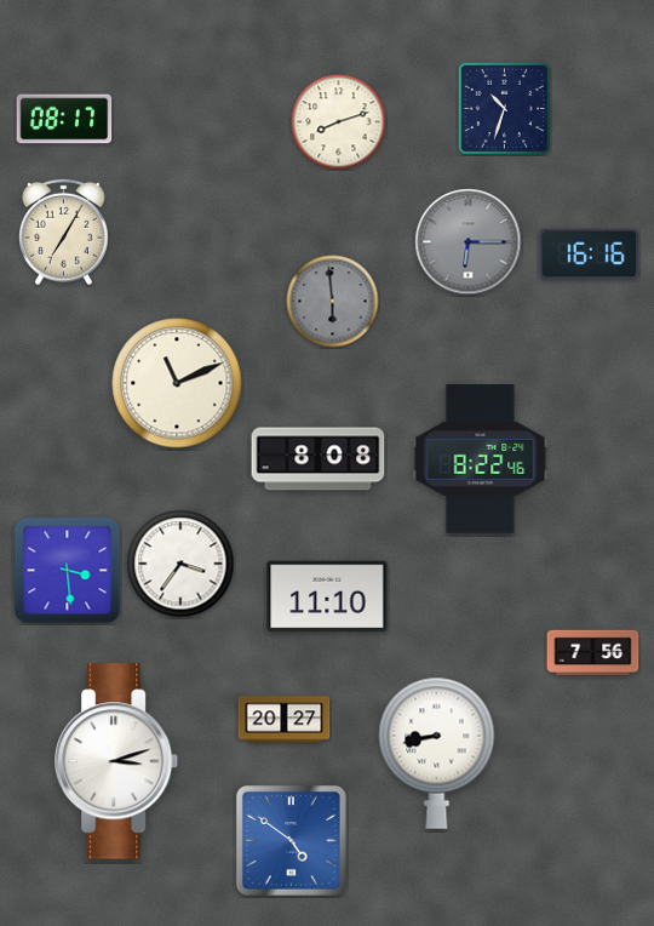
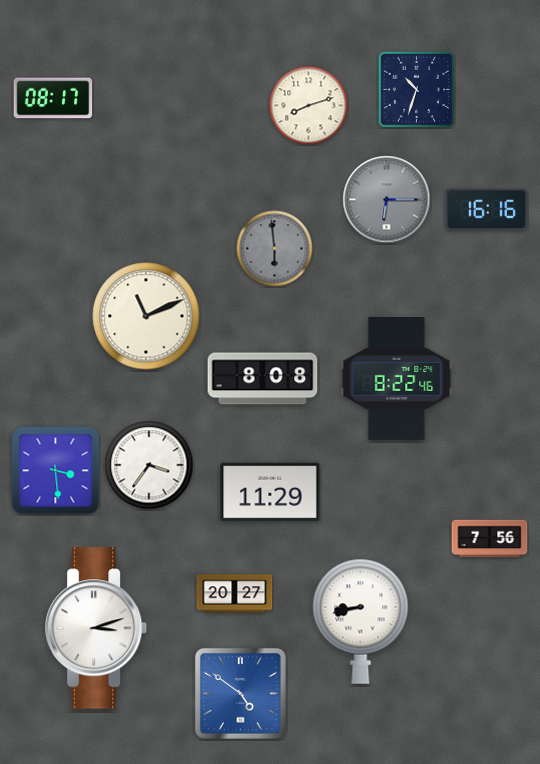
clock at (339, 122) position: (339, 122) -> (309, 106)
clock at (64, 233): 7:05 -> none
clock at (327, 596): 11:10 -> 11:29
